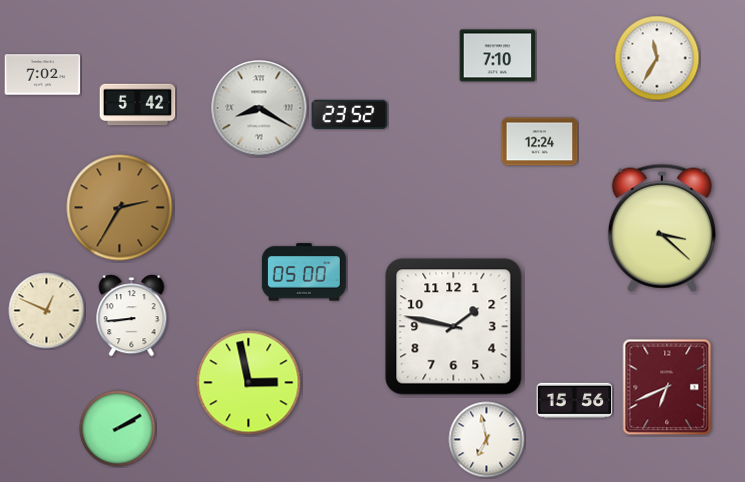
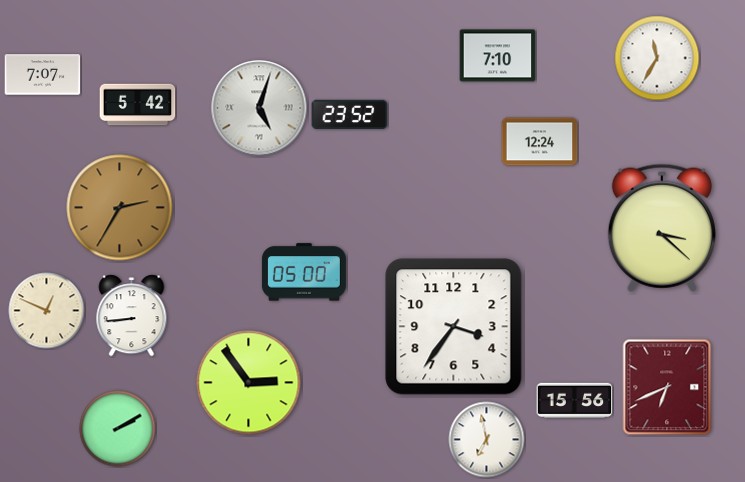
clock at (43, 75): 7:02 -> 7:07
clock at (259, 108): 8:20 -> 5:03
clock at (454, 327): 1:47 -> 3:36
clock at (249, 383): 2:58 -> 2:54
